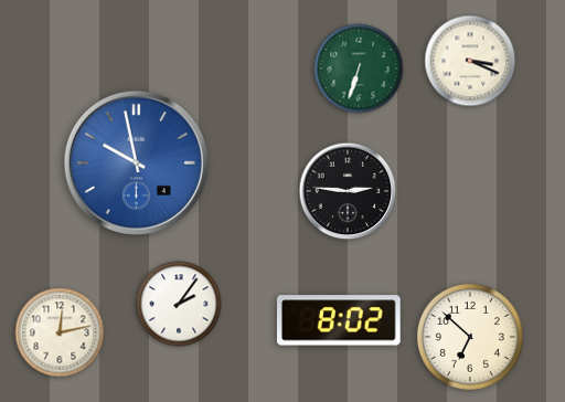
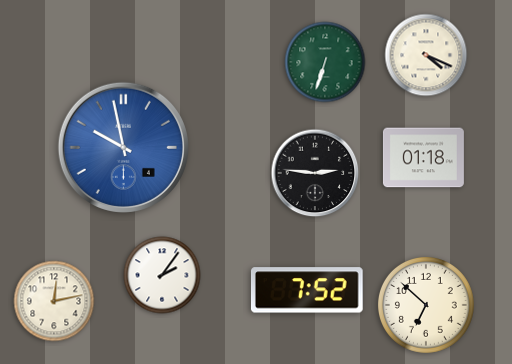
clock at (470, 61): 3:19 -> 4:19
clock at (423, 158): none -> 01:18
clock at (339, 320): 8:02 -> 7:52
